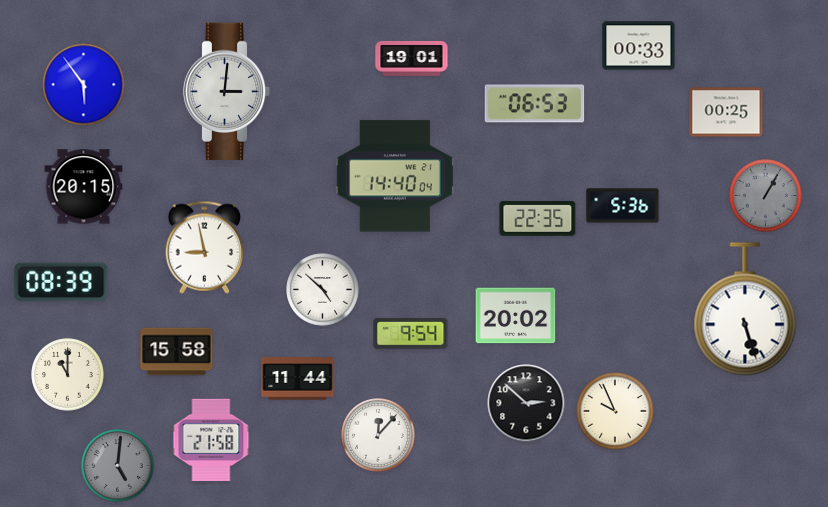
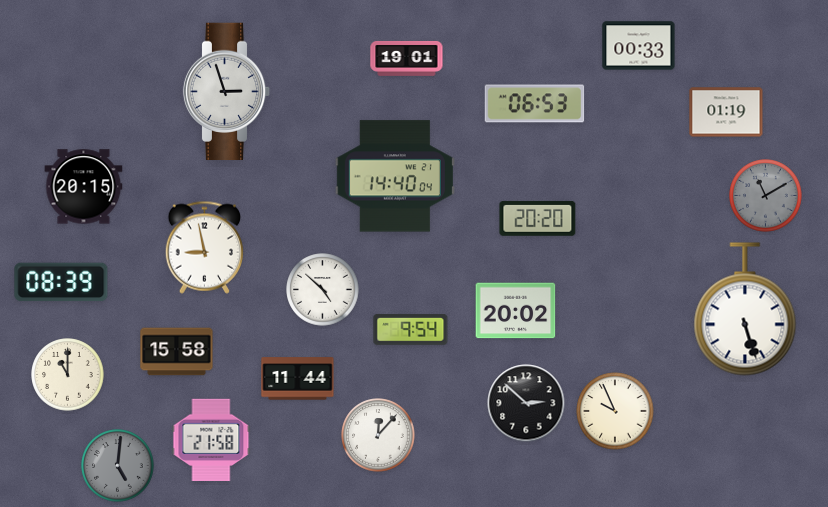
clock at (412, 58) position: (412, 58) -> (407, 58)
clock at (84, 85): 5:54 -> none
clock at (227, 92): 3:01 -> 2:57
clock at (726, 112): 00:25 -> 01:19
clock at (766, 196): 1:05 -> 11:10
clock at (623, 206): 5:36 -> none
clock at (538, 219): 22:35 -> 20:20
clock at (516, 316) position: (516, 316) -> (516, 311)
clock at (411, 334) position: (411, 334) -> (411, 330)
